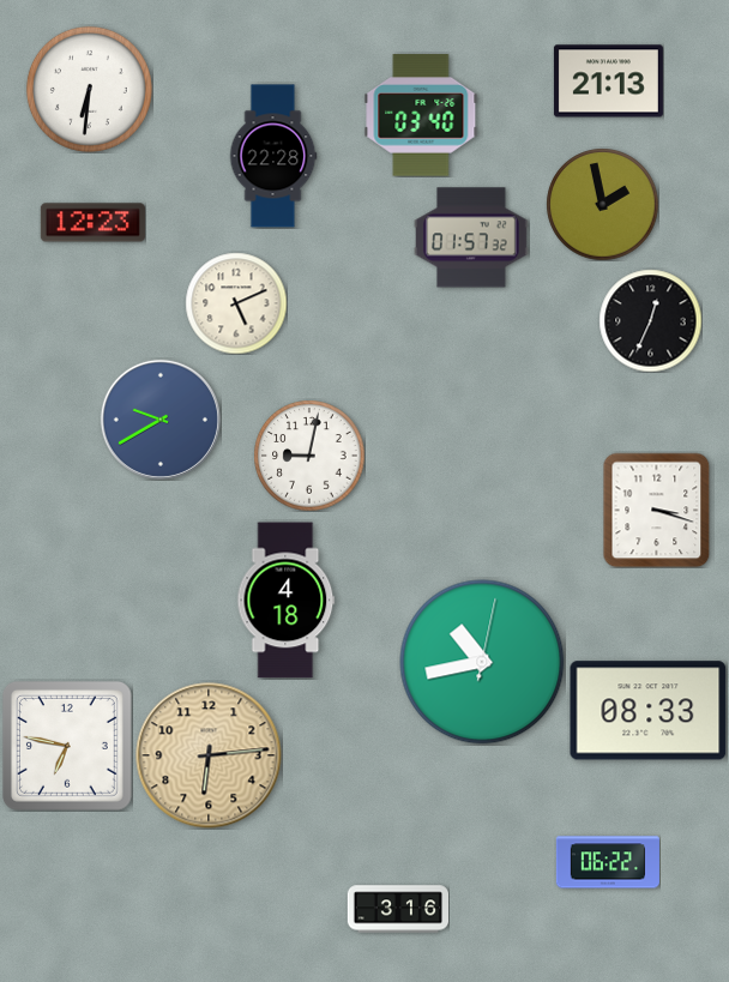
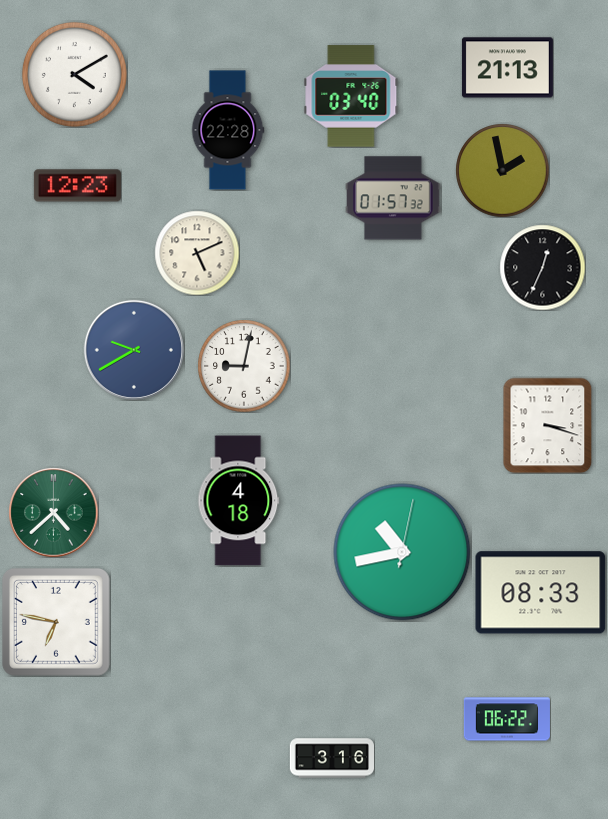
clock at (89, 89): 6:31 -> 4:10
clock at (309, 456) position: (309, 456) -> (244, 366)
clock at (53, 512): none -> 4:38
clock at (209, 755): 6:14 -> none
